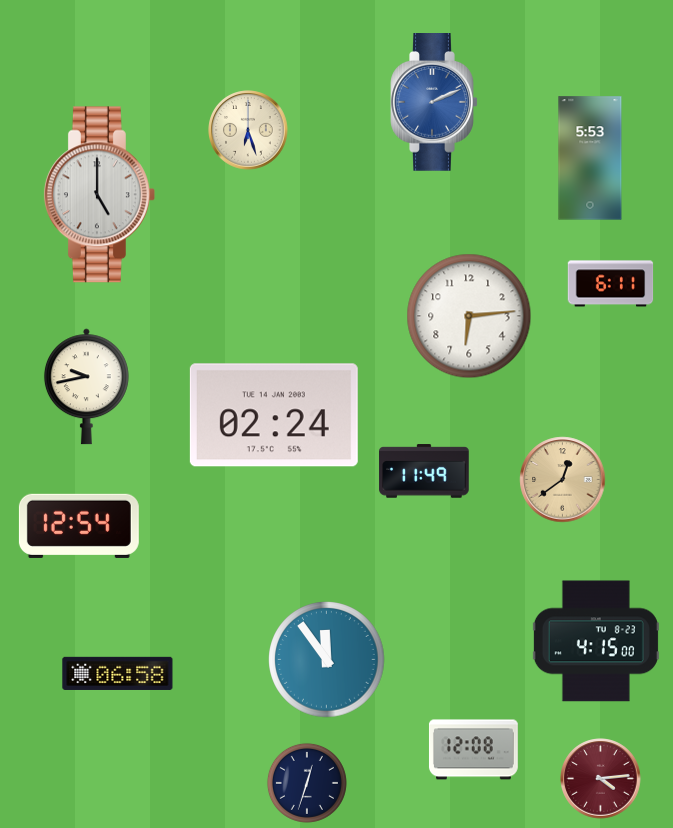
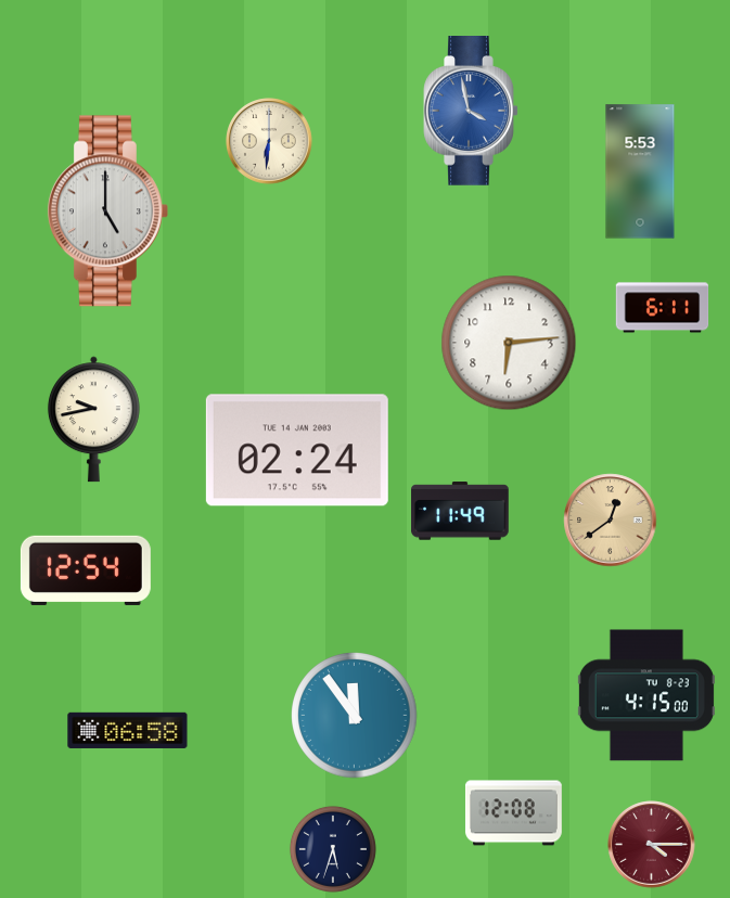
clock at (434, 103): 2:11 -> 3:58
clock at (248, 130): 6:27 -> 6:31
clock at (601, 779): 4:14 -> 4:15
clock at (307, 783): 12:33 -> 5:33
